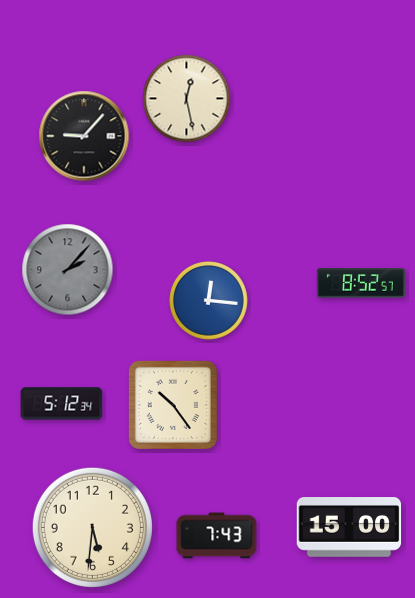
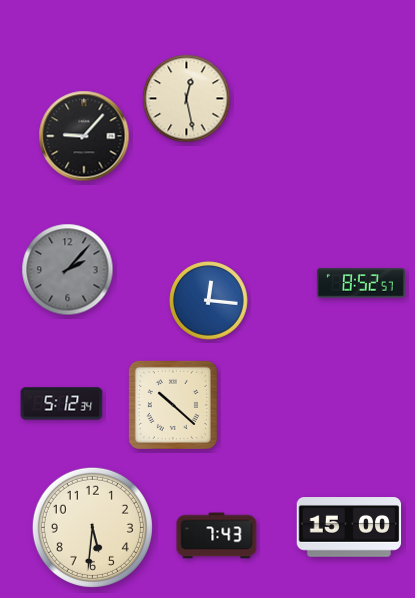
clock at (173, 405): 10:24 -> 10:22
